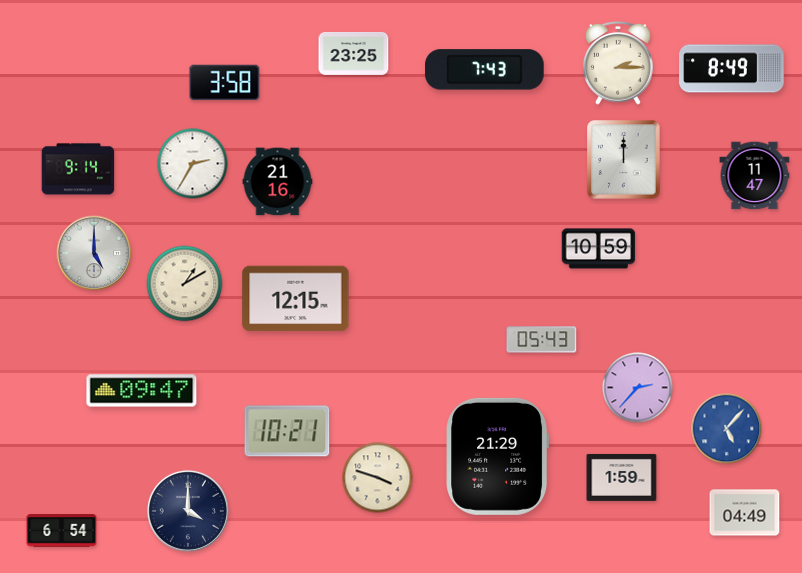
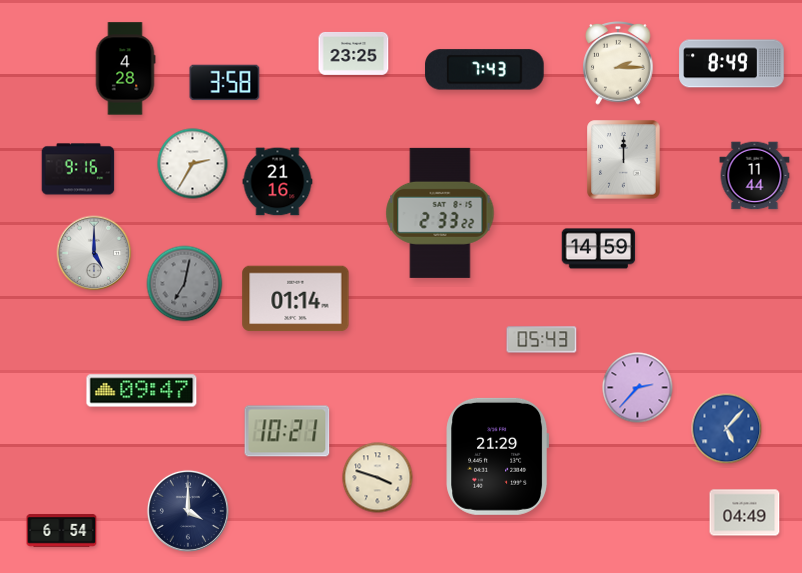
clock at (125, 69): none -> 4:28
clock at (732, 69) position: (732, 69) -> (732, 64)
clock at (78, 169): 9:14 -> 9:16
clock at (755, 176): 11:47 -> 11:44
clock at (440, 213): none -> 2:33
clock at (599, 249): 10:59 -> 14:59
clock at (185, 284): 1:10 -> 7:02
clock at (185, 284) dial: cream -> grey
clock at (296, 299): 12:15 -> 01:14
clock at (622, 477): 1:59 -> none
